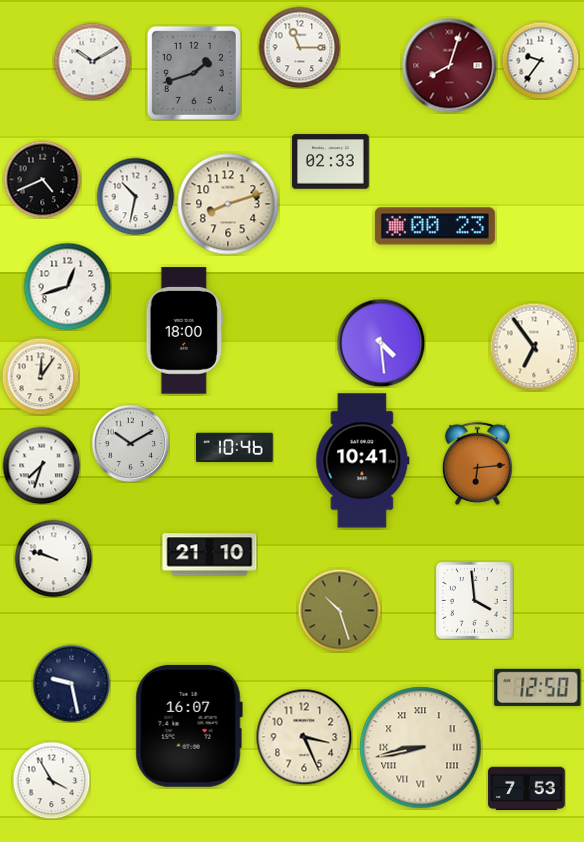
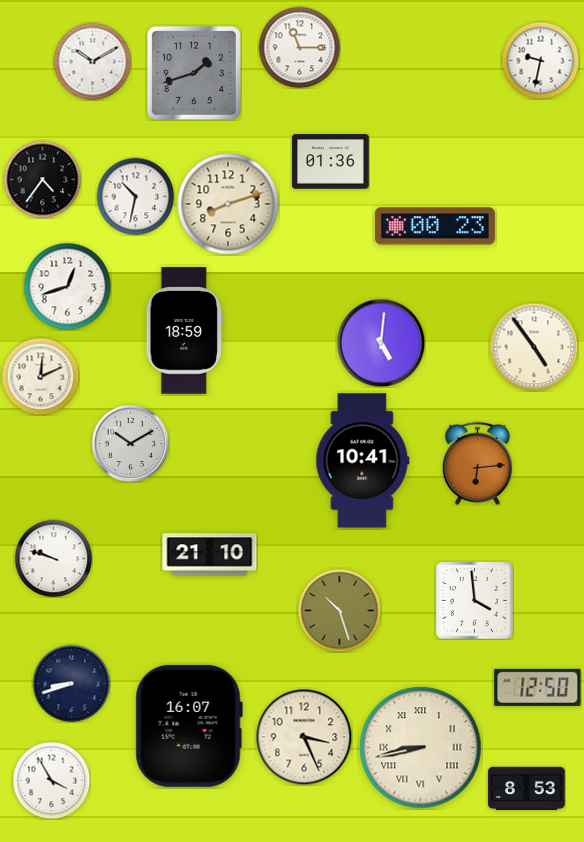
clock at (540, 60): 9:36 -> 9:32
clock at (449, 65): 8:03 -> none
clock at (331, 162): 02:33 -> 01:36
clock at (42, 179): 4:41 -> 4:36
clock at (184, 331): 18:00 -> 18:59
clock at (381, 343): 4:29 -> 5:01
clock at (534, 347): 6:54 -> 4:54
clock at (40, 376): 12:06 -> 12:11
clock at (235, 448): 10:46 -> none
clock at (41, 465): 7:33 -> none
clock at (71, 683): 9:28 -> 8:42
clock at (527, 788): 7:53 -> 8:53
